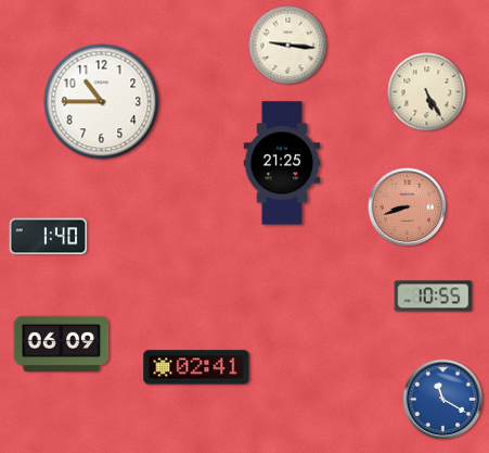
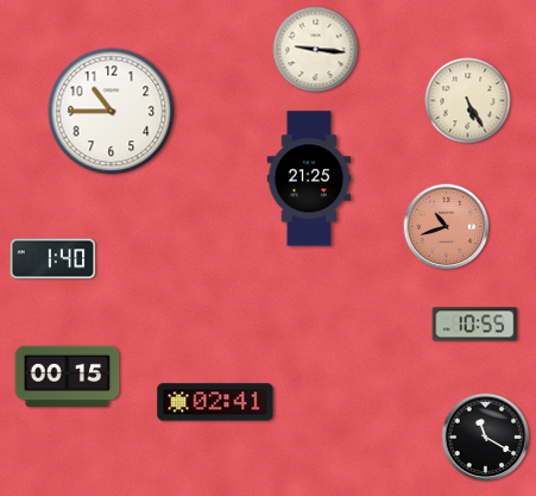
clock at (408, 207): 8:42 -> 10:42
clock at (62, 343): 06:09 -> 00:15
clock at (443, 400) dial: blue -> black
